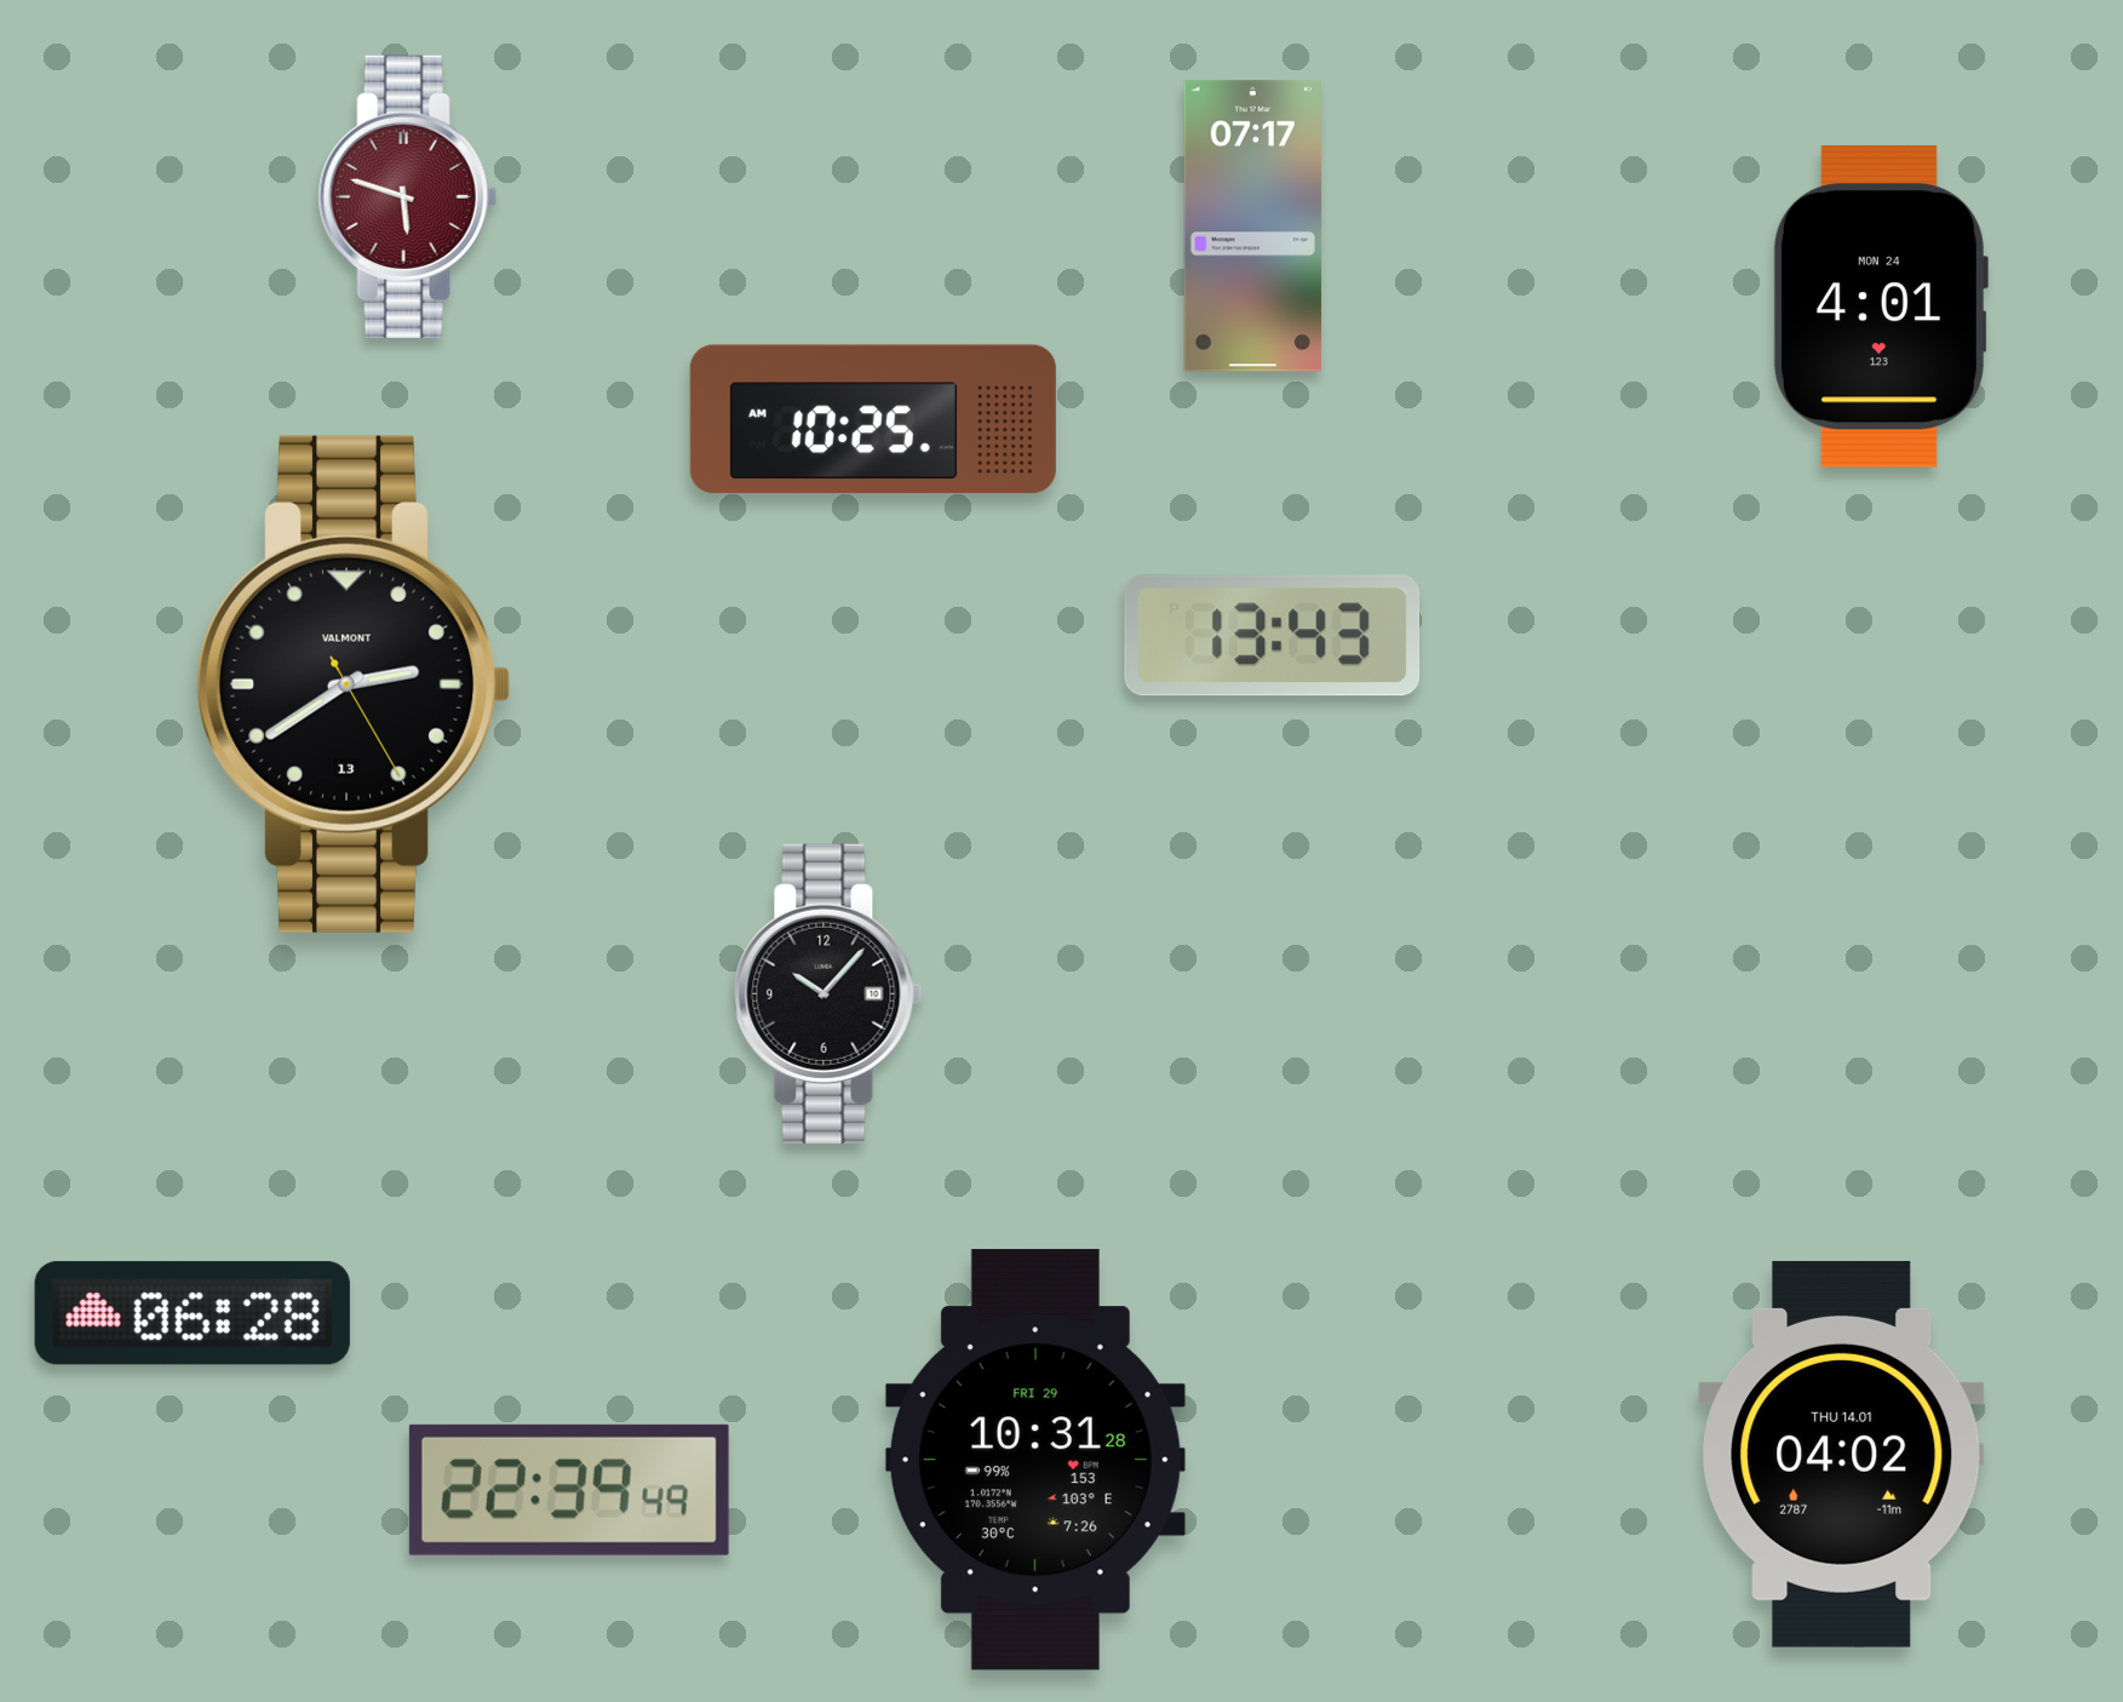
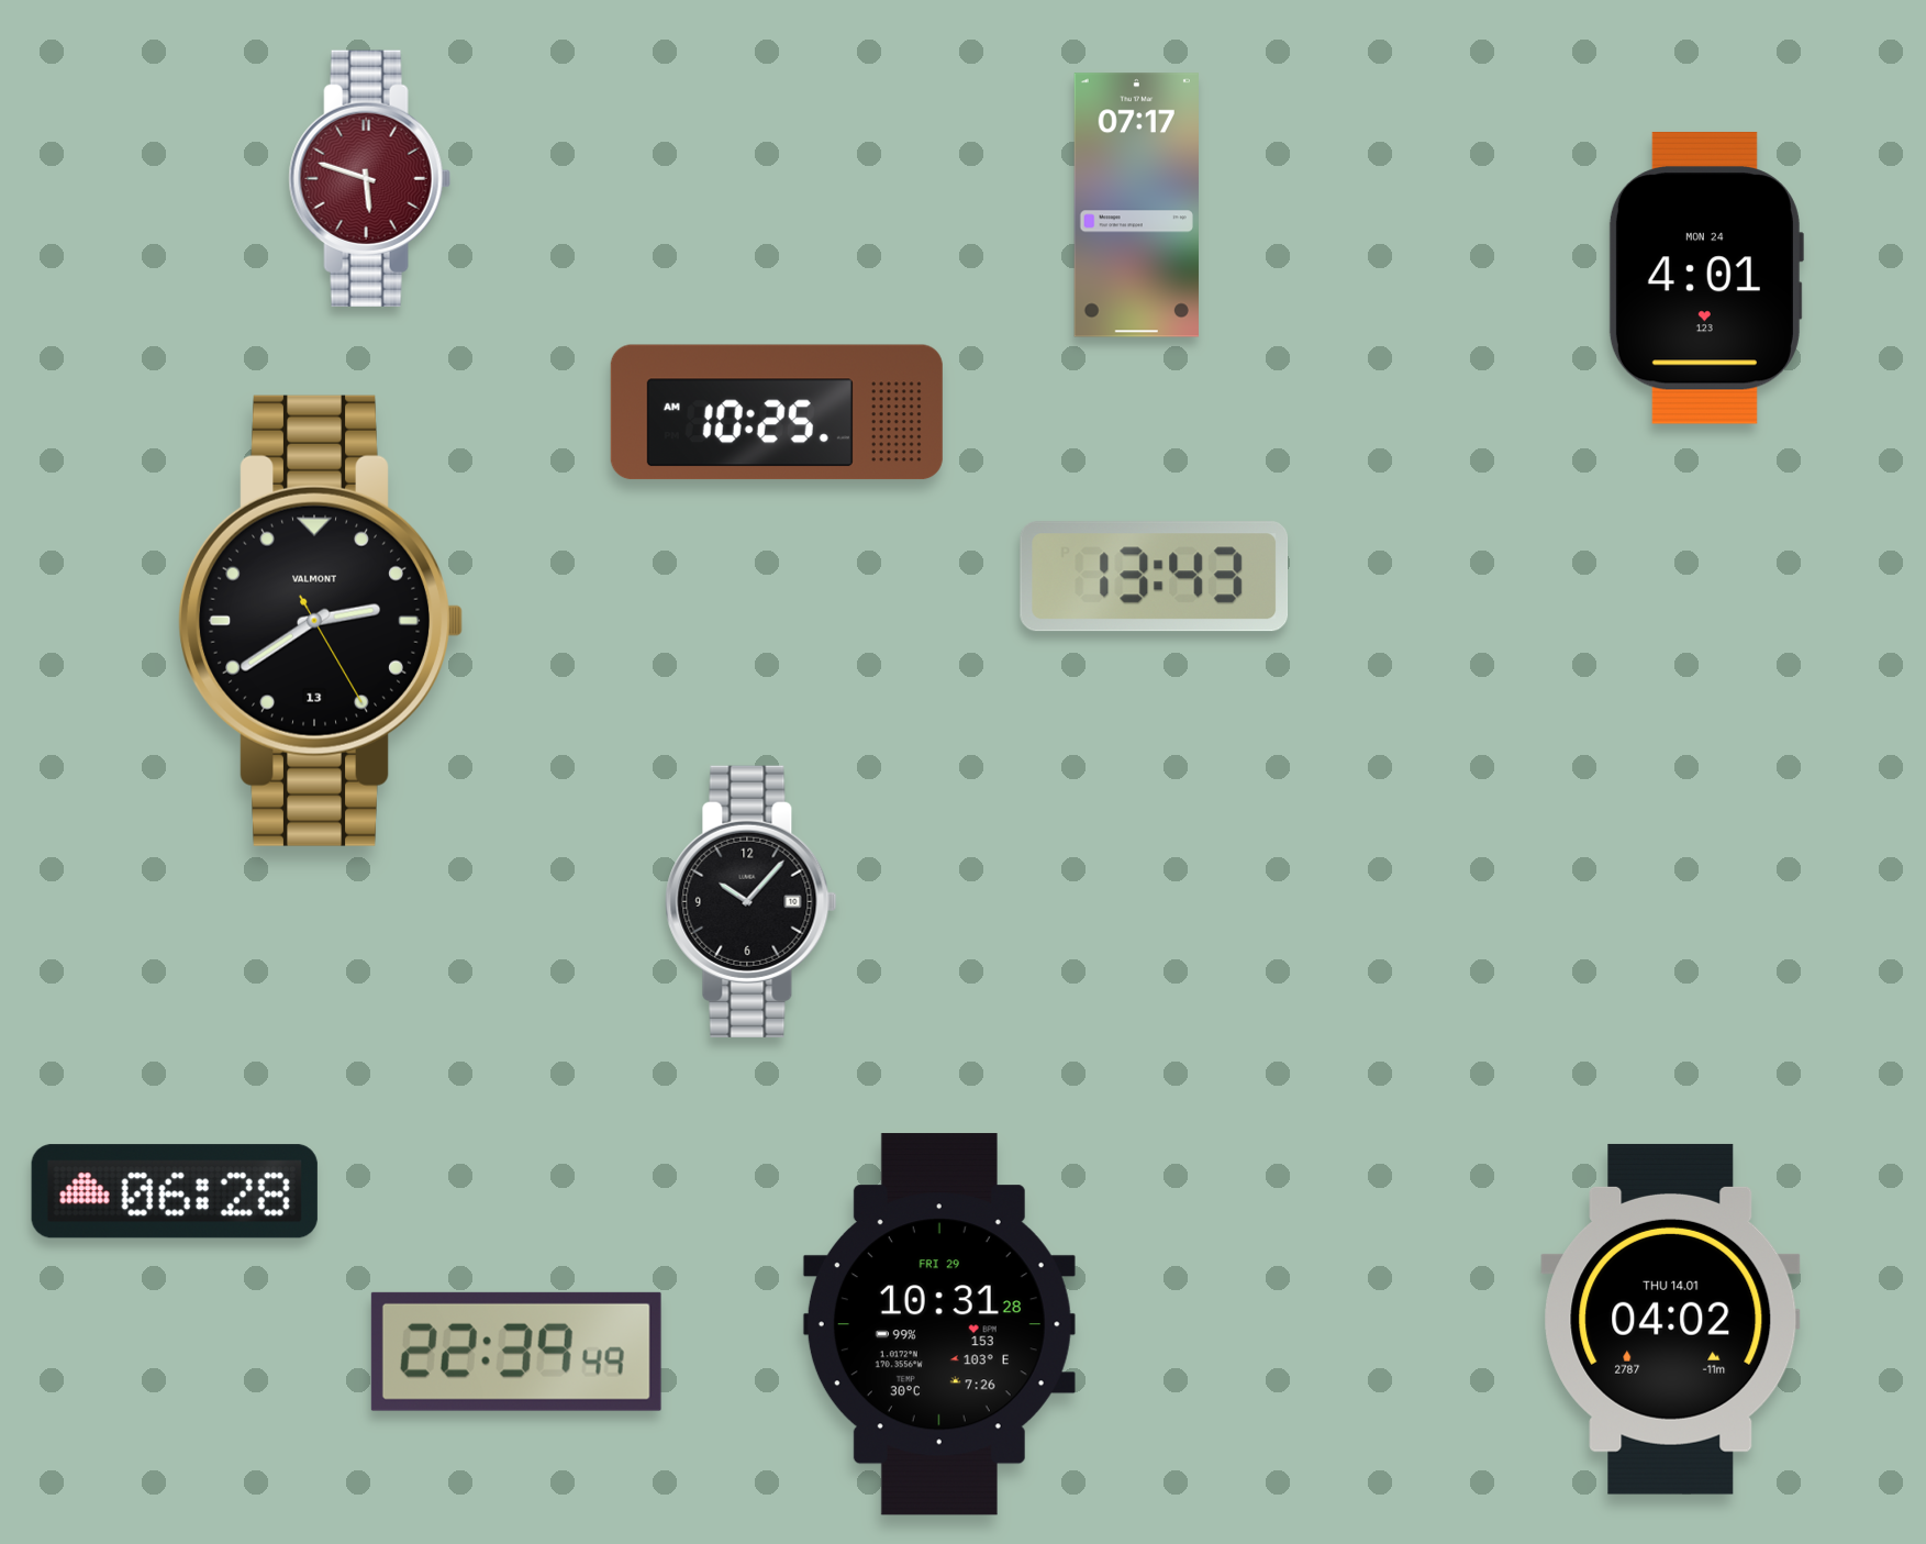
clock at (873, 419) position: (873, 419) -> (777, 412)
